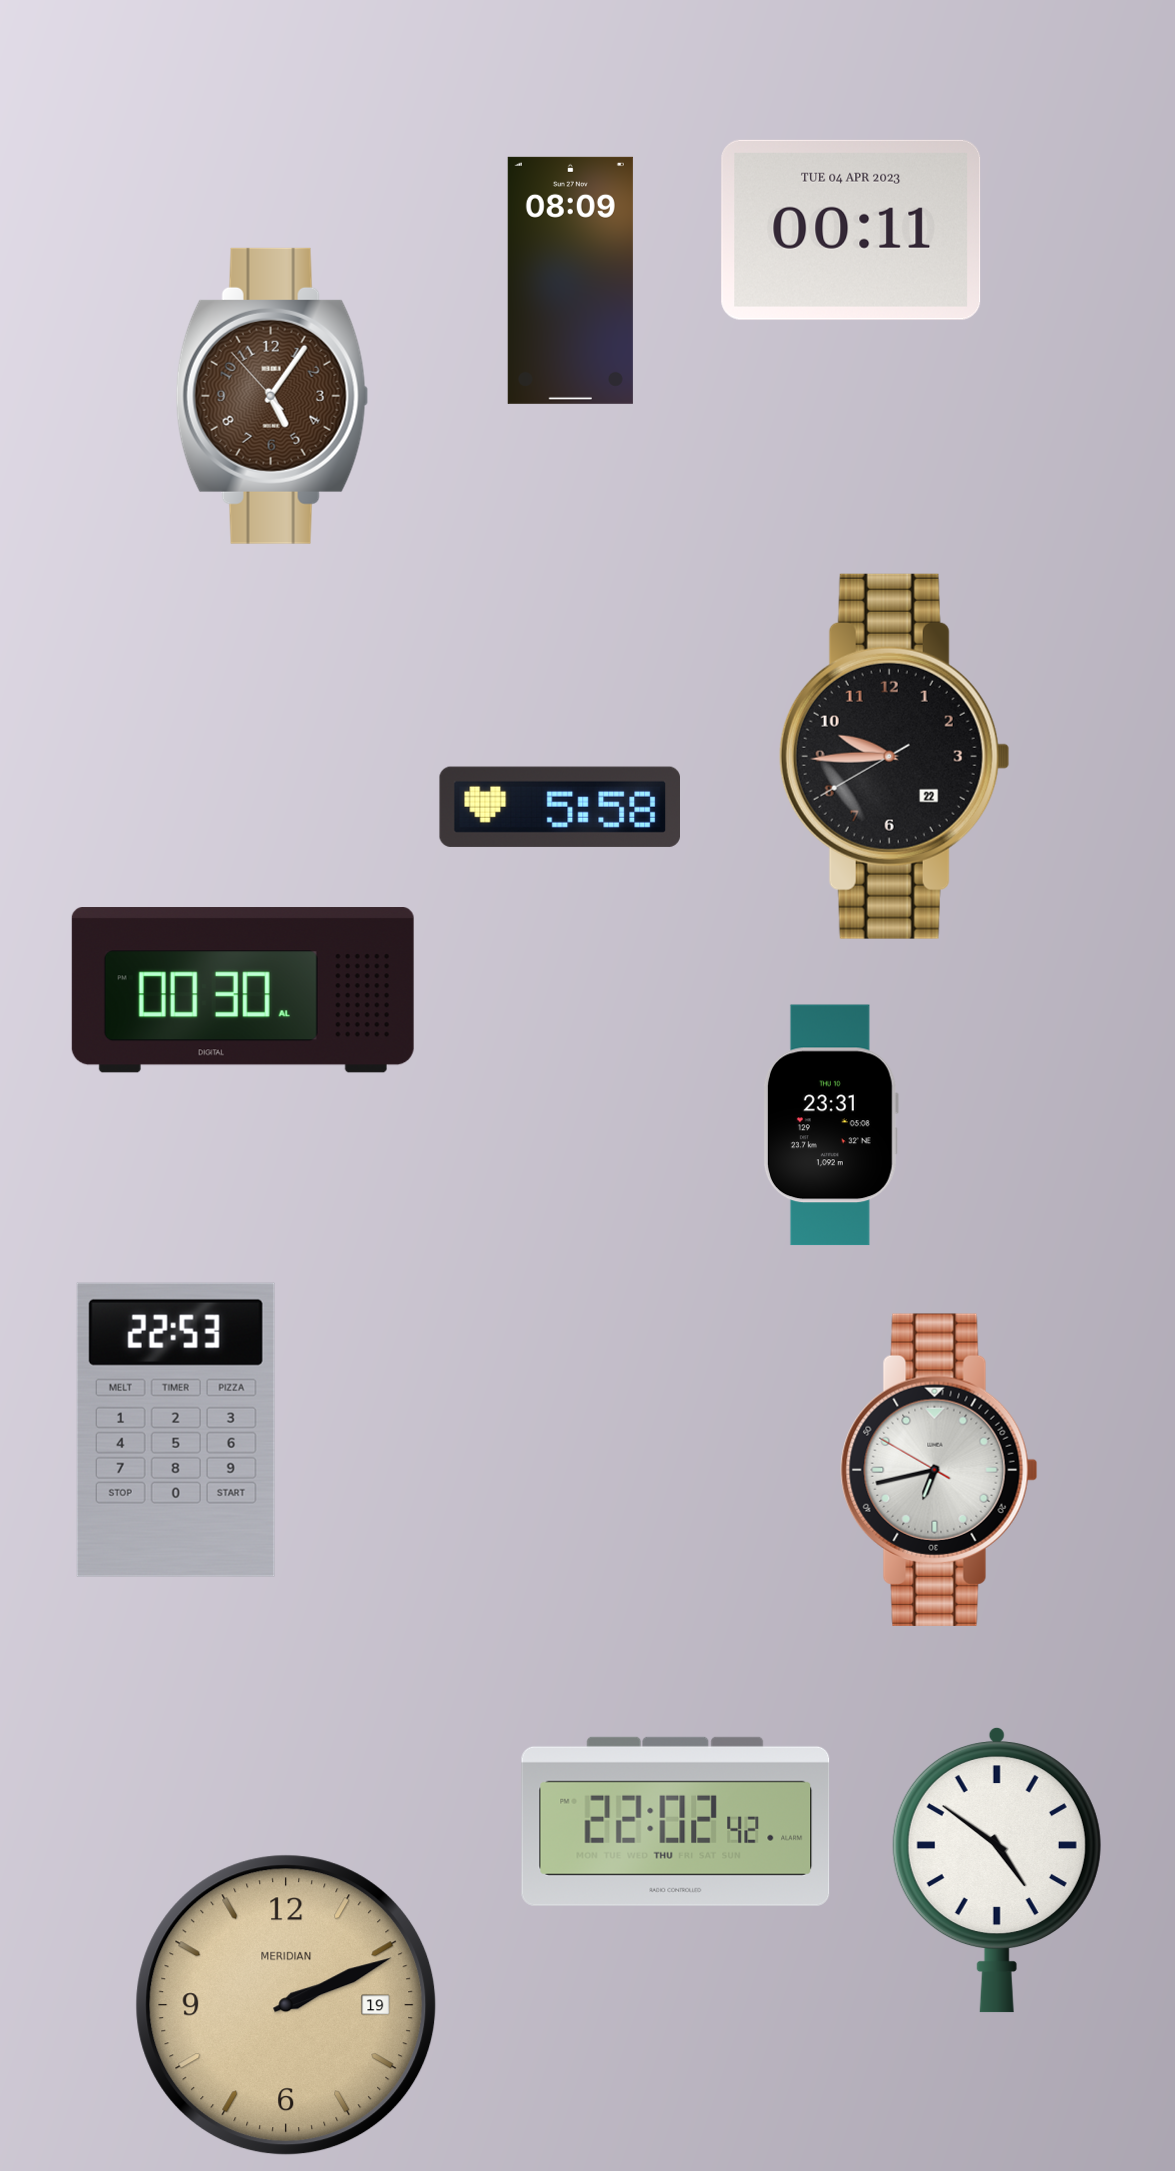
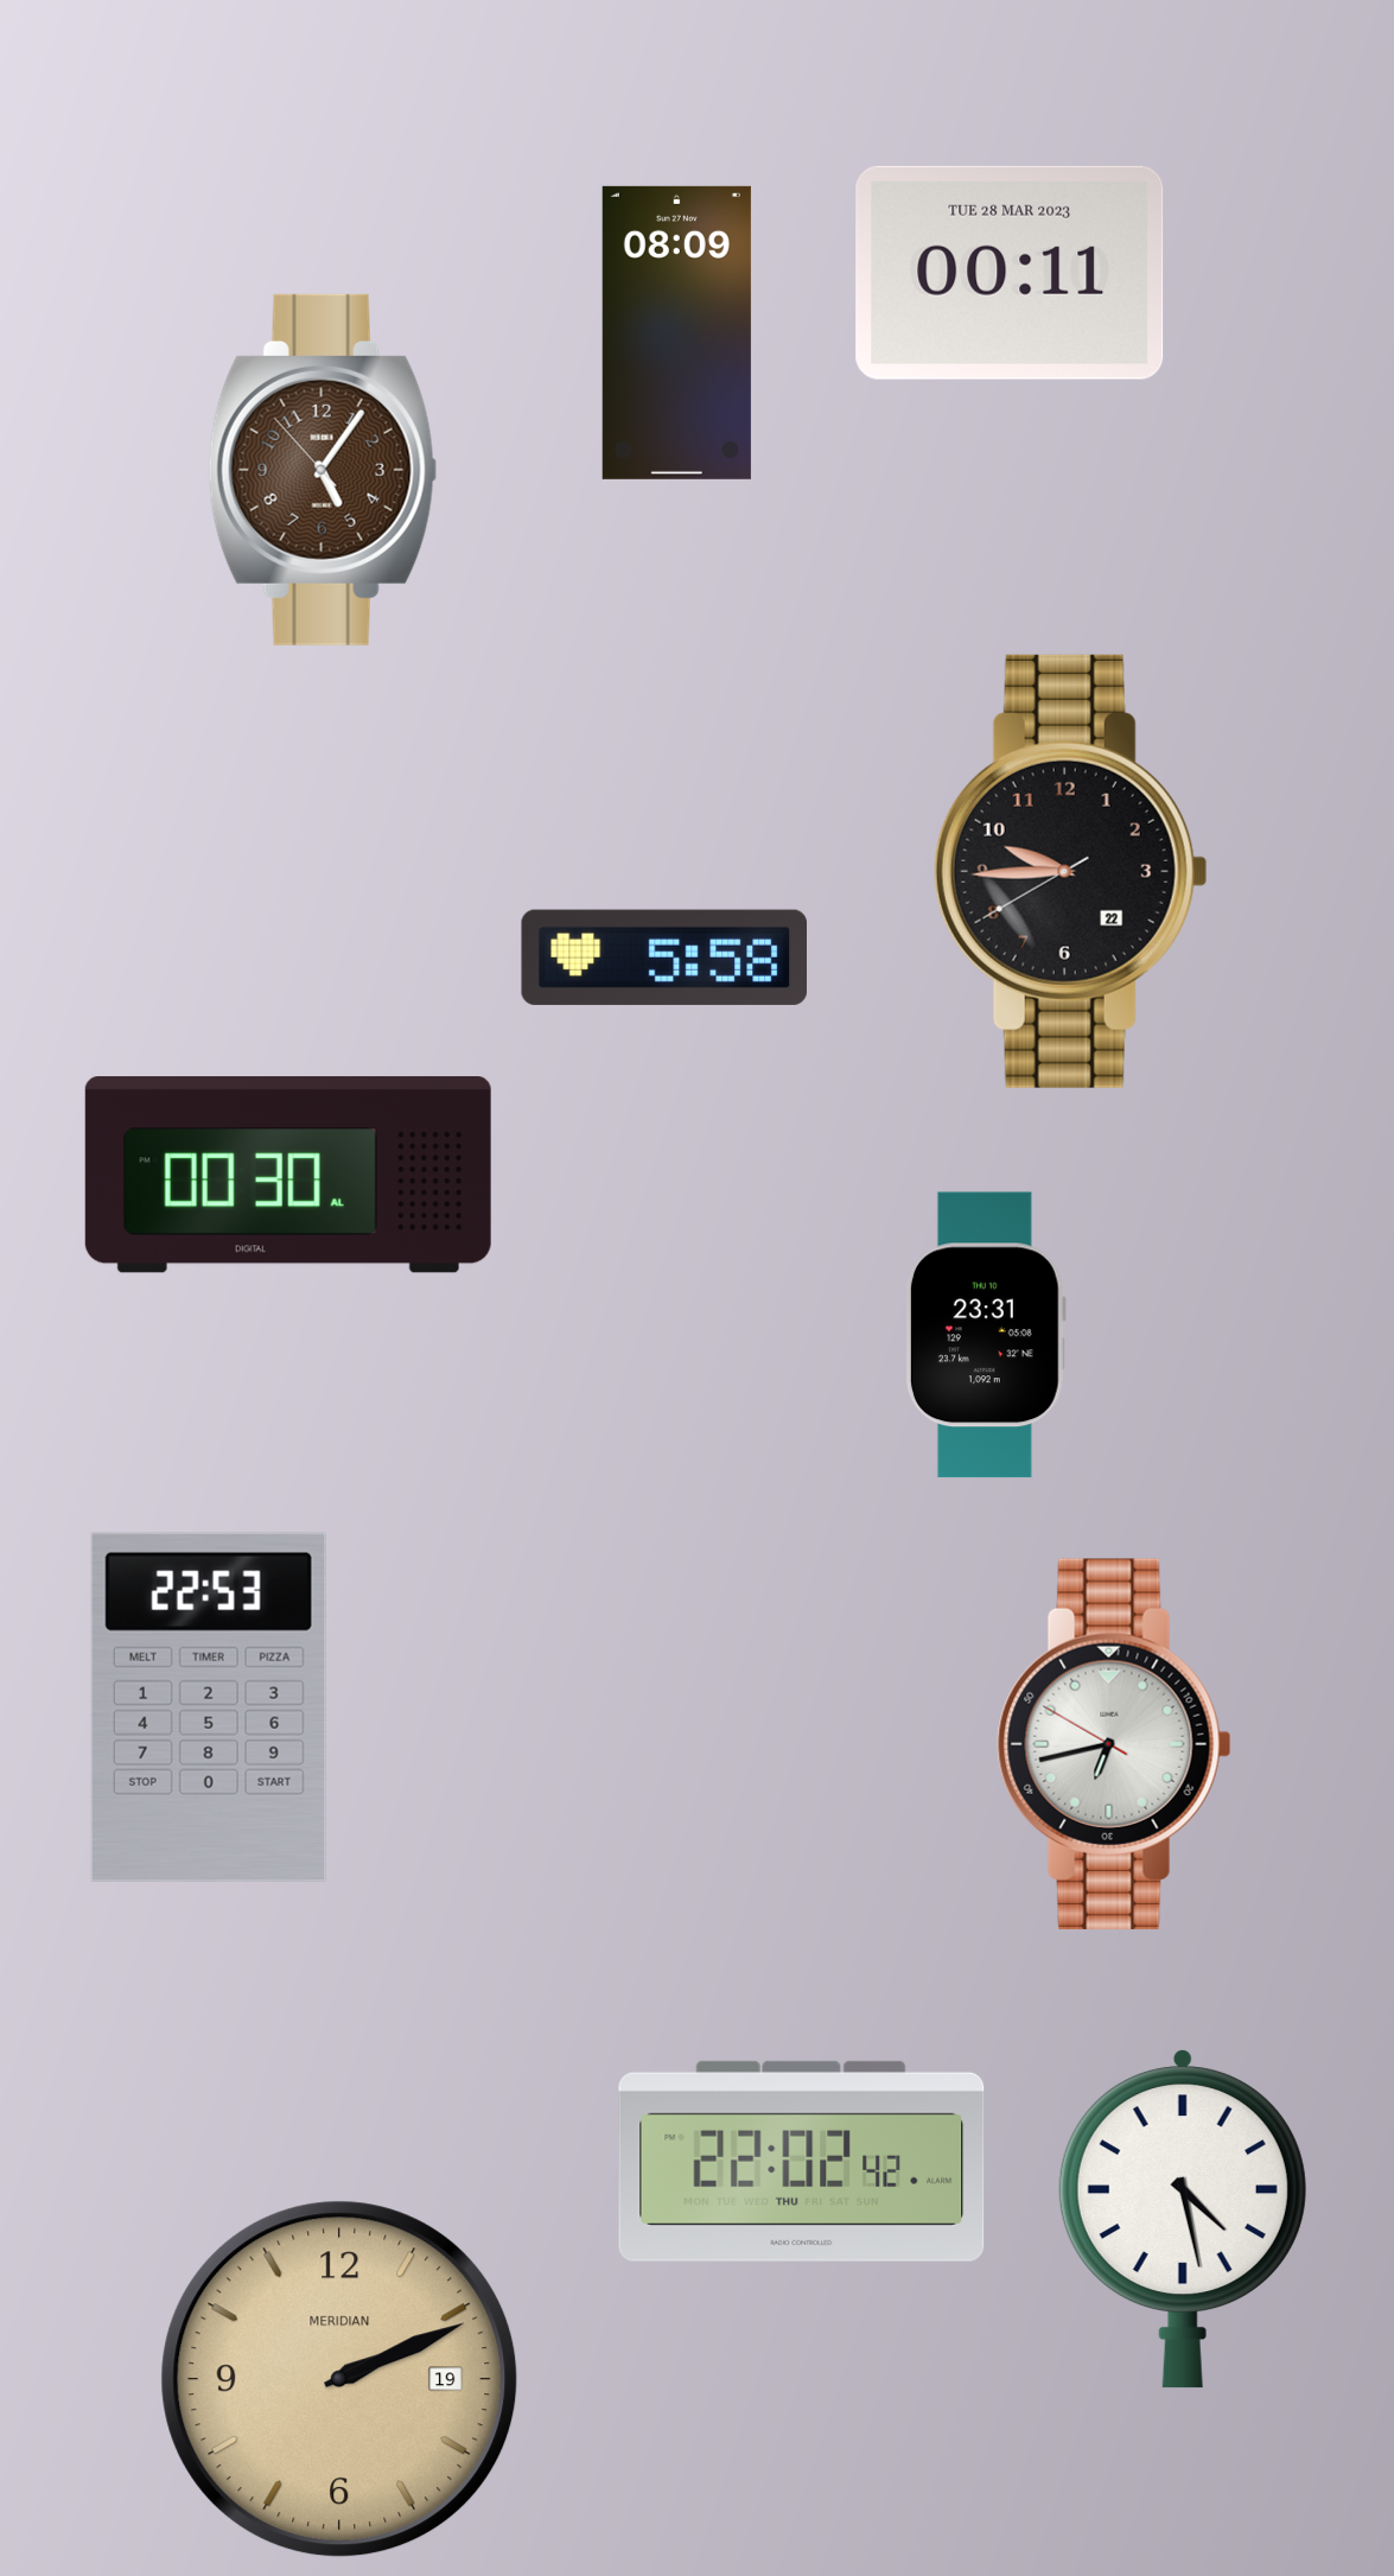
clock at (851, 230) date: TUE 04 APR 2023 -> TUE 28 MAR 2023
clock at (894, 756) position: (894, 756) -> (1070, 871)
clock at (176, 1430) position: (176, 1430) -> (209, 1707)
clock at (997, 1870): 4:51 -> 4:28
